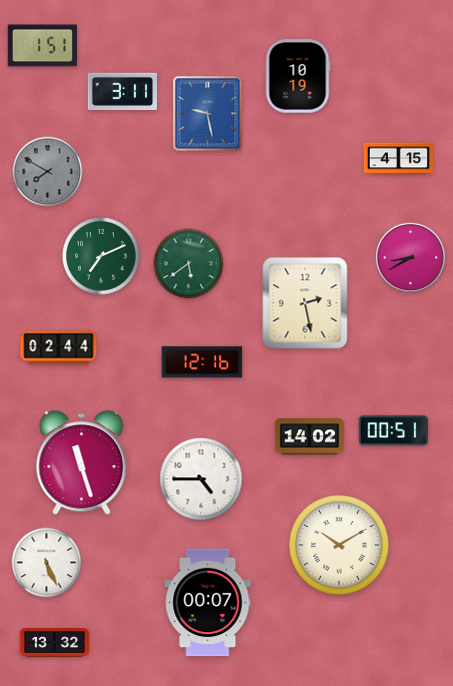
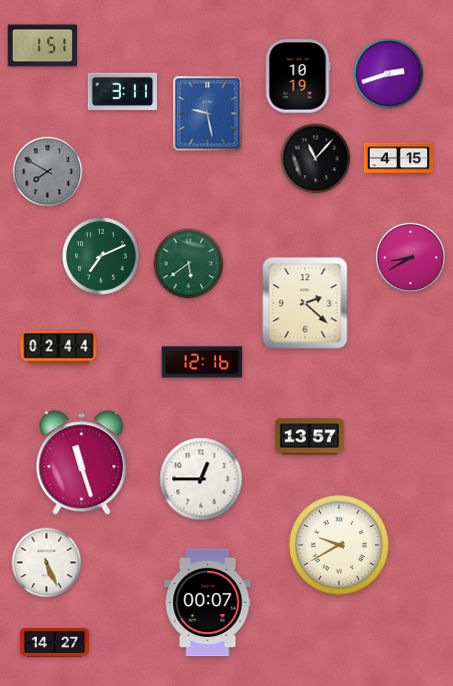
clock at (389, 74): none -> 2:42
clock at (316, 159): none -> 11:07
clock at (305, 303): 2:28 -> 2:22
clock at (393, 431): 00:51 -> none
clock at (310, 437): 14:02 -> 13:57
clock at (201, 479): 4:45 -> 12:45
clock at (339, 545): 10:10 -> 9:40
clock at (55, 643): 13:32 -> 14:27
